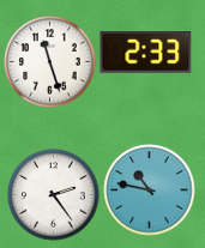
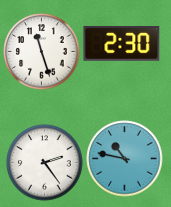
clock at (146, 53): 2:33 -> 2:30
